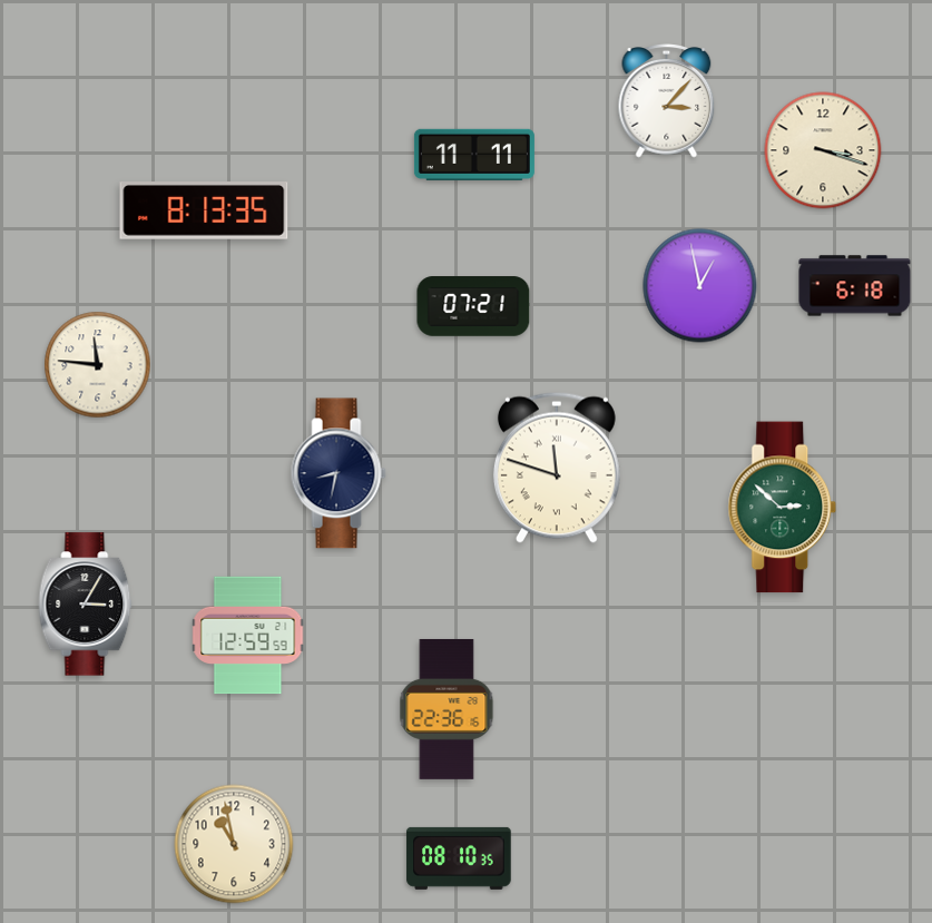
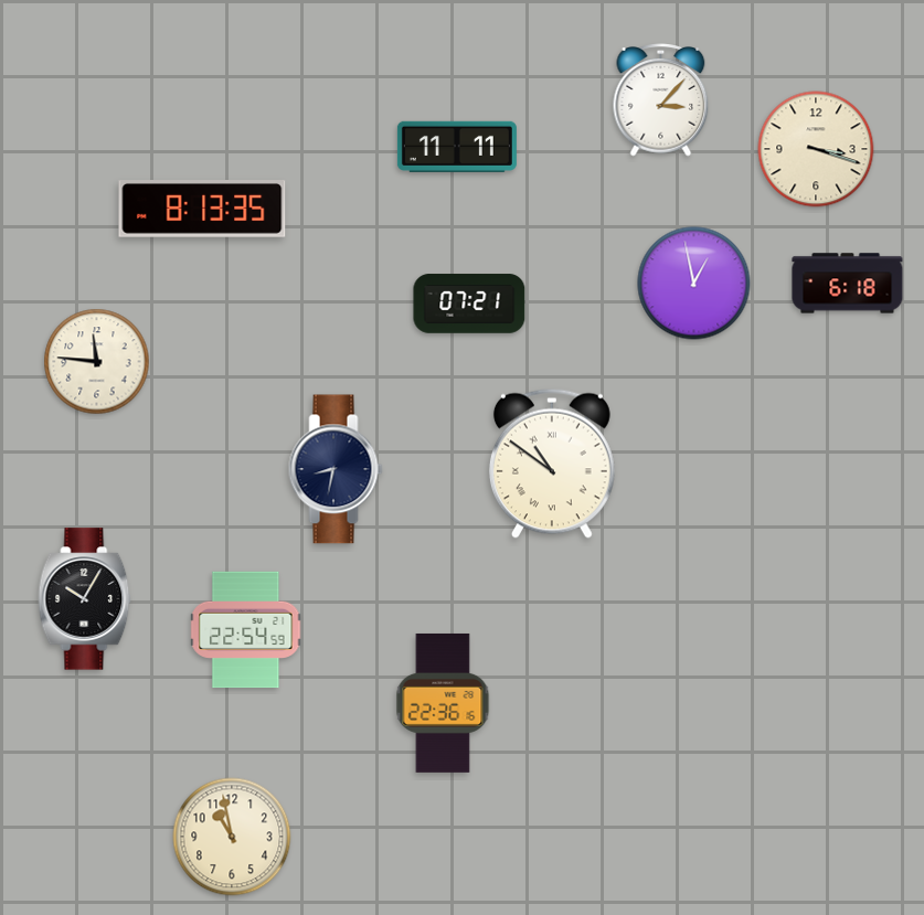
clock at (474, 155) position: (474, 155) -> (457, 147)
clock at (557, 468): 11:48 -> 10:51
clock at (783, 508): 2:52 -> none
clock at (86, 605): 3:05 -> 10:05
clock at (248, 636): 12:59 -> 22:54
clock at (459, 858): 08:10 -> none
